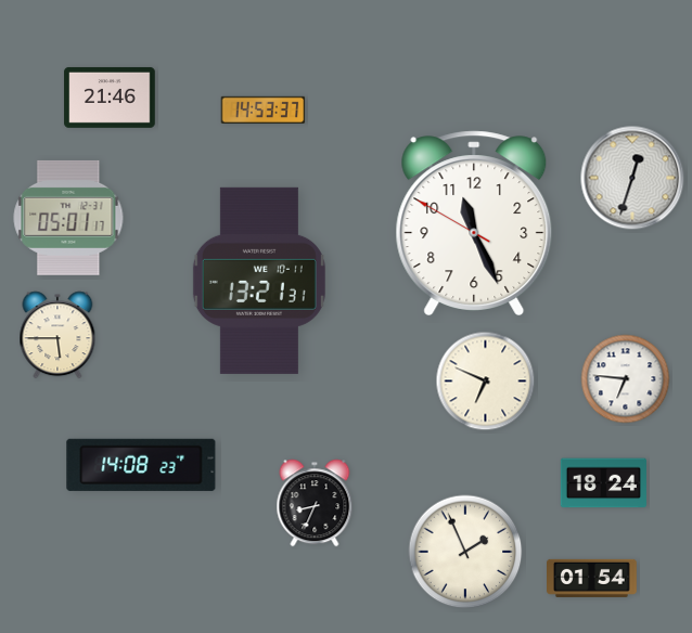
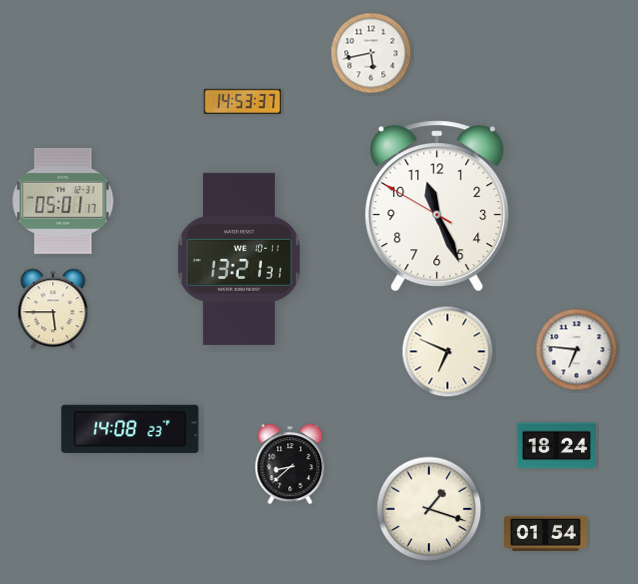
clock at (371, 53): none -> 5:43
clock at (110, 98): 21:46 -> none
clock at (632, 178): 12:33 -> none
clock at (315, 503): 8:34 -> 8:38
clock at (465, 552): 1:56 -> 1:18
